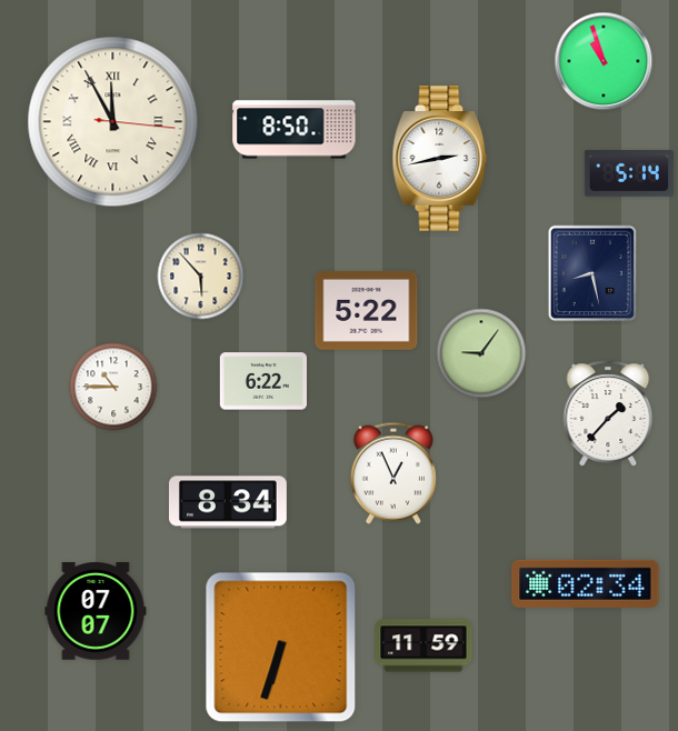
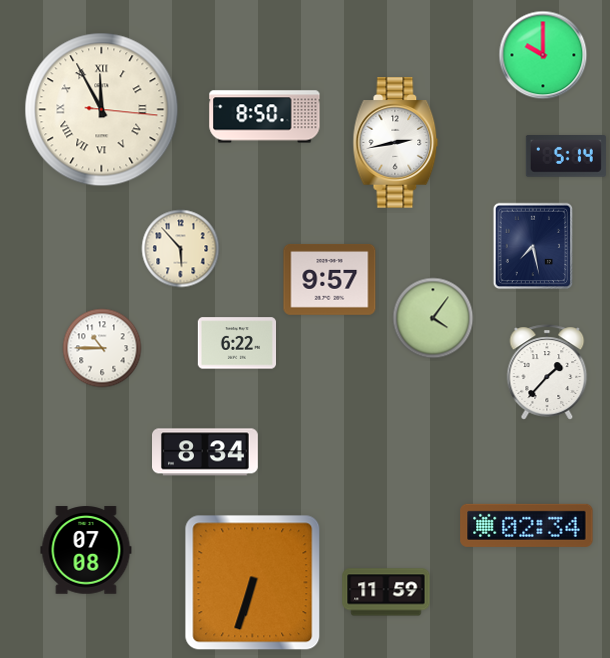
clock at (604, 61): 10:57 -> 10:00
clock at (592, 273): 8:28 -> 7:28
clock at (367, 310): 5:22 -> 9:57
clock at (481, 353): 9:06 -> 4:06
clock at (393, 473): 12:56 -> none
clock at (96, 611): 07:07 -> 07:08
clock at (423, 645) position: (423, 645) -> (386, 592)
